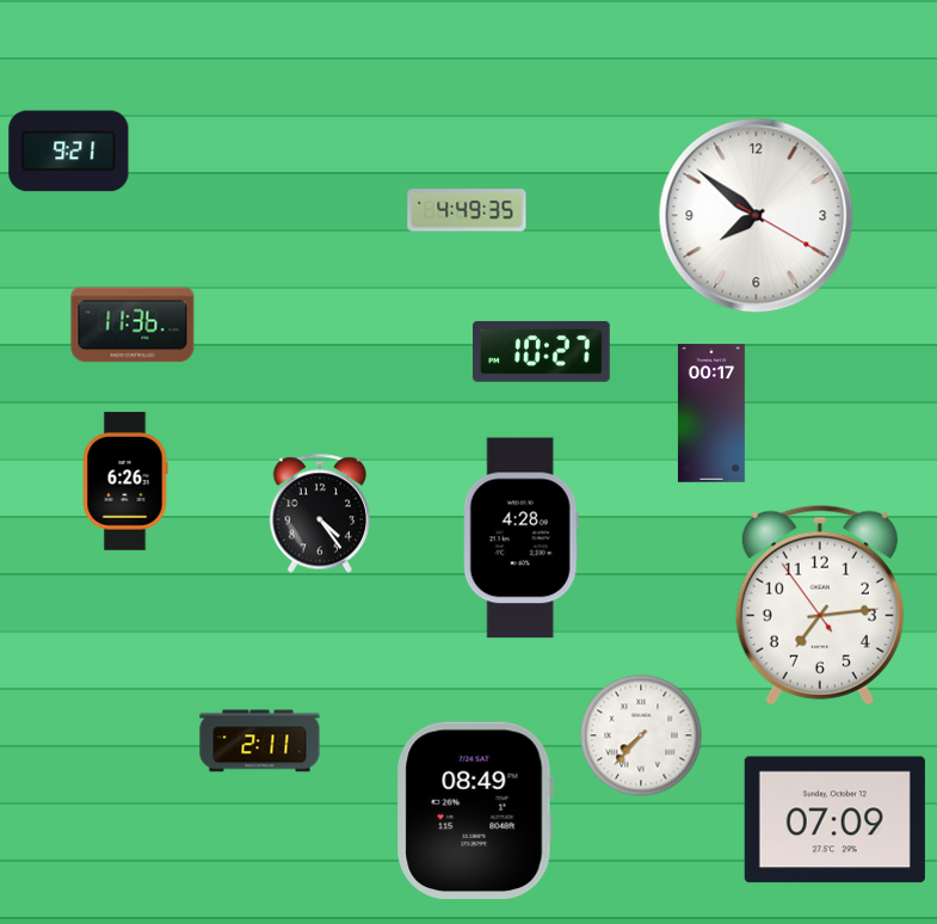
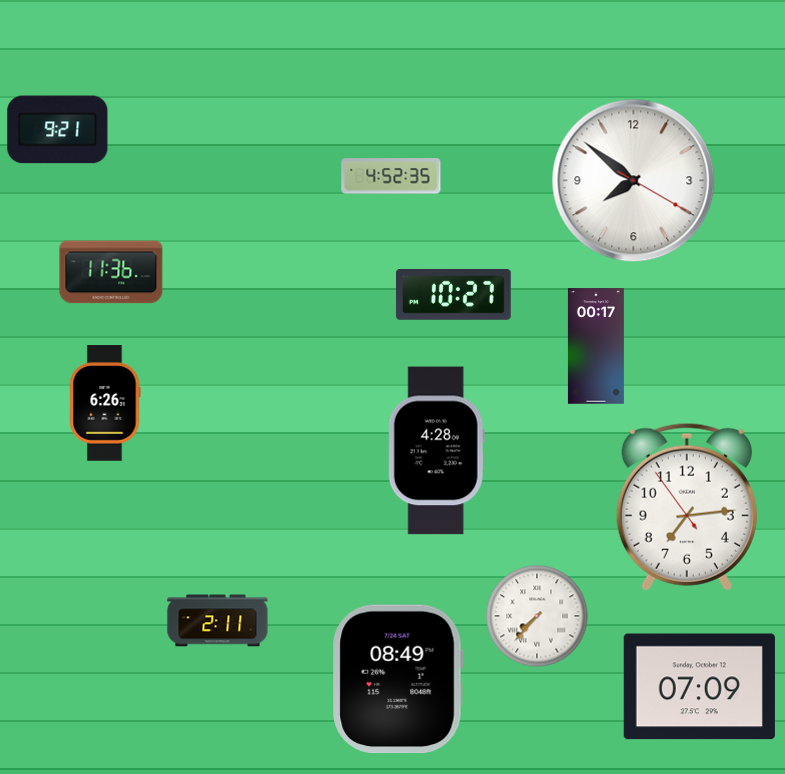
clock at (69, 152) position: (69, 152) -> (58, 130)
clock at (467, 210): 4:49 -> 4:52
clock at (320, 513): 4:24 -> none
